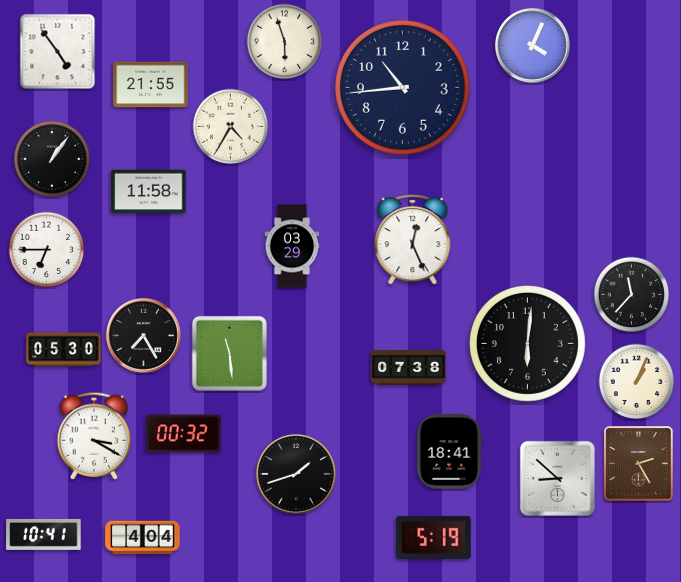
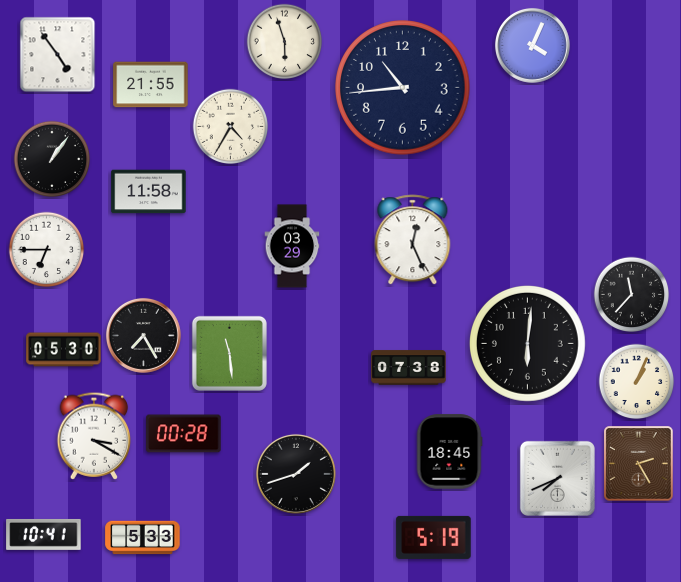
clock at (58, 52) position: (58, 52) -> (58, 55)
clock at (184, 434): 00:32 -> 00:28
clock at (449, 452): 18:41 -> 18:45
clock at (557, 478): 8:52 -> 7:41
clock at (143, 538): 4:04 -> 5:33
